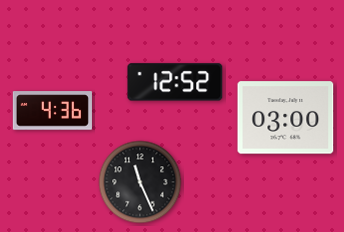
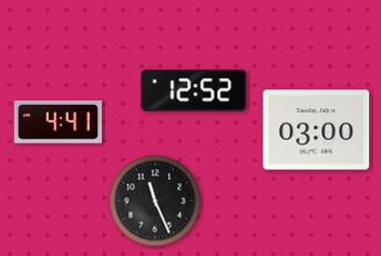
clock at (52, 111): 4:36 -> 4:41
